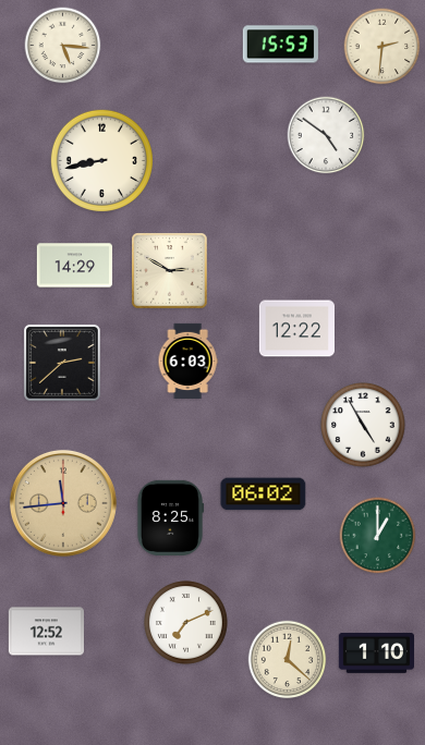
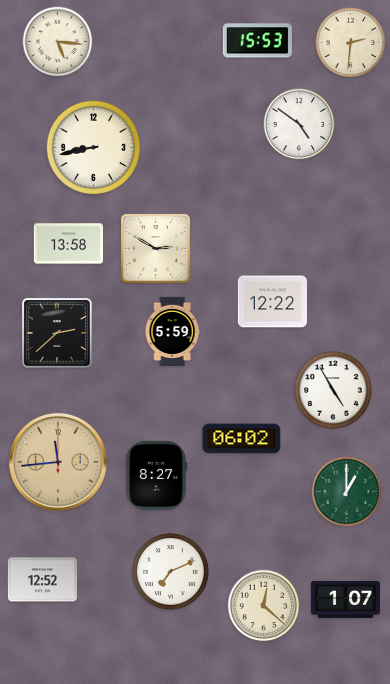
clock at (74, 266): 14:29 -> 13:58
clock at (187, 361): 6:03 -> 5:59
clock at (264, 494) position: (264, 494) -> (242, 439)
clock at (170, 517): 8:25 -> 8:27
clock at (376, 652): 1:10 -> 1:07
